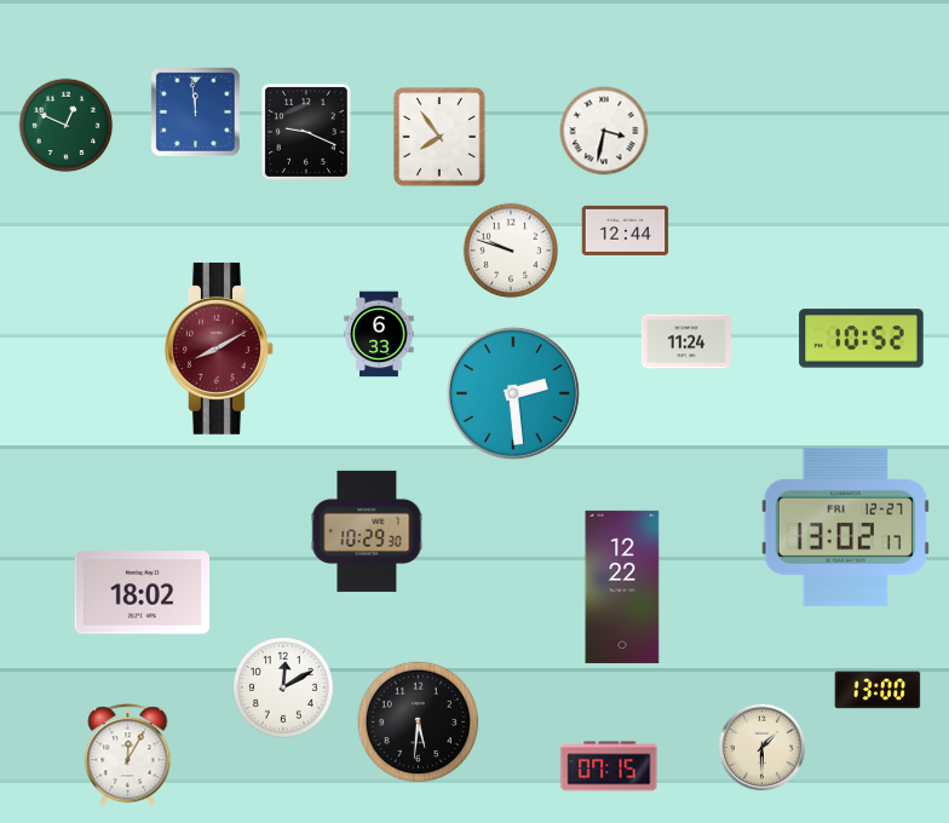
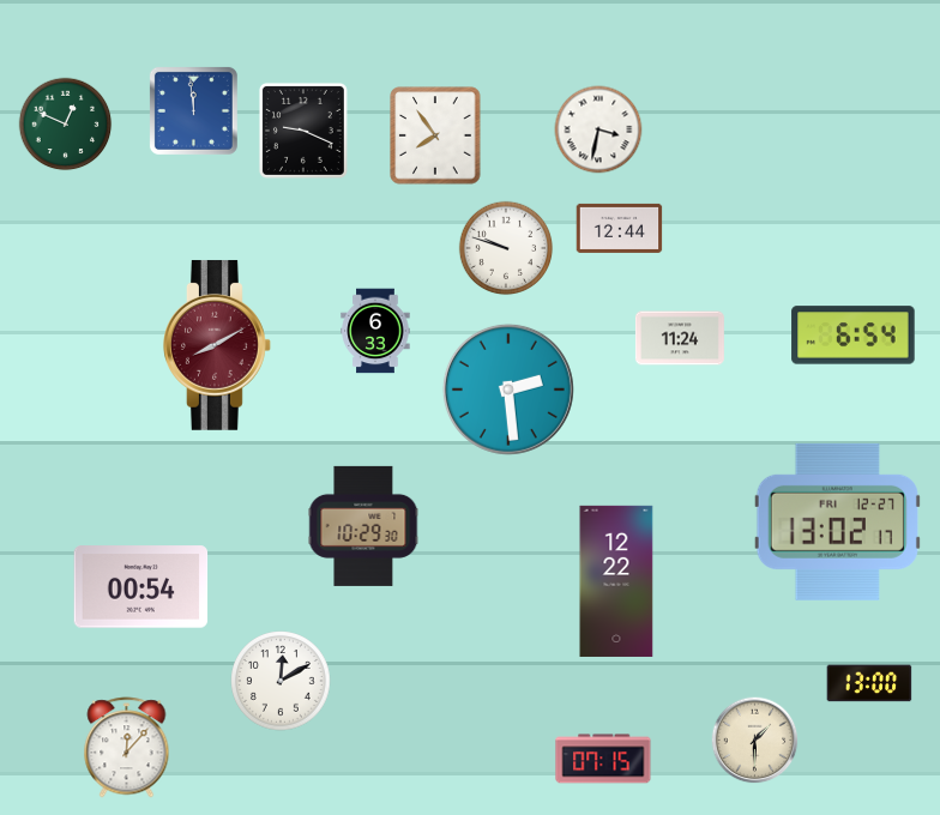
clock at (862, 339): 10:52 -> 6:54
clock at (143, 593): 18:02 -> 00:54
clock at (419, 723): 5:31 -> none
clock at (128, 755): 12:05 -> 12:07
